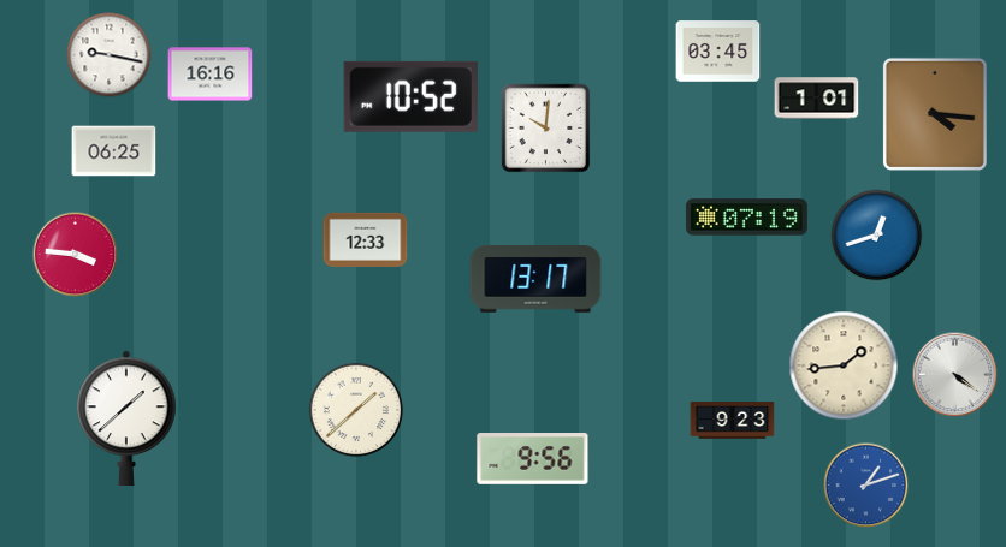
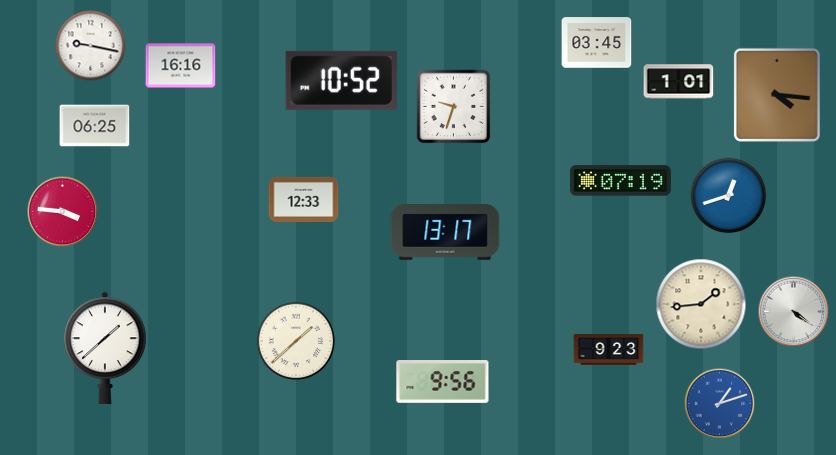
clock at (211, 75) position: (211, 75) -> (181, 66)
clock at (546, 129): 10:01 -> 9:33
